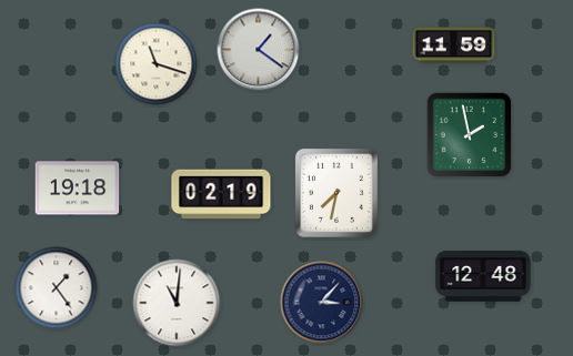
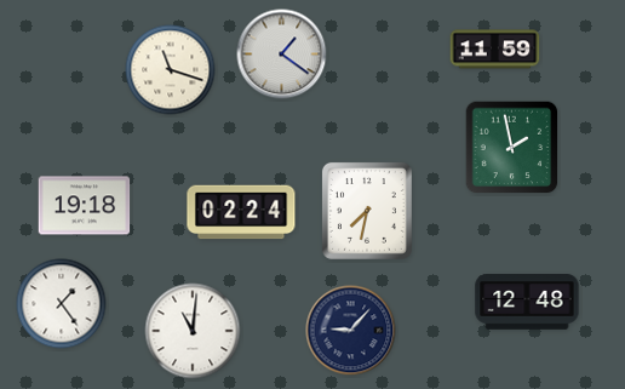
clock at (221, 194): 02:19 -> 02:24
clock at (57, 288) position: (57, 288) -> (62, 304)
clock at (322, 303): 3:07 -> 9:07
